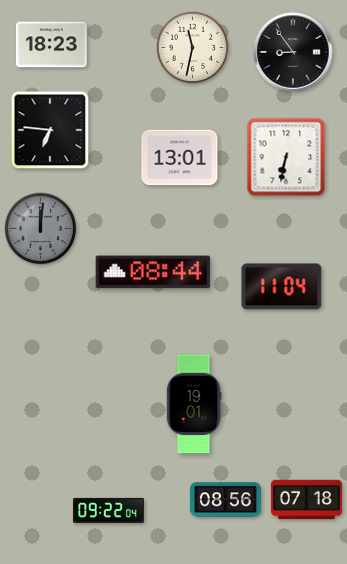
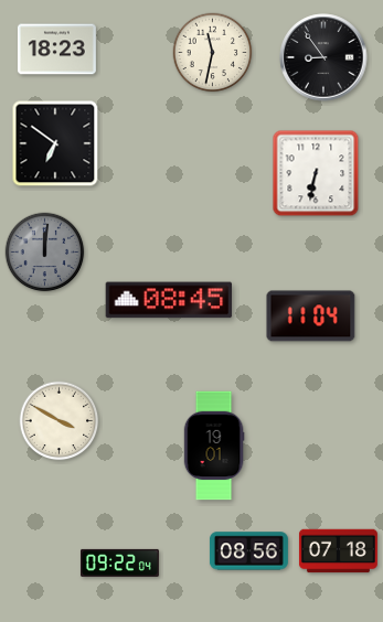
clock at (50, 130): 6:46 -> 6:51
clock at (180, 158): 13:01 -> none
clock at (153, 272): 08:44 -> 08:45
clock at (60, 421): none -> 3:50
